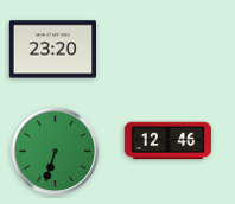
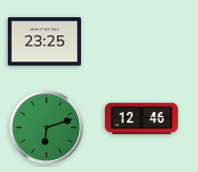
clock at (53, 50): 23:20 -> 23:25
clock at (56, 152): 6:33 -> 6:12
